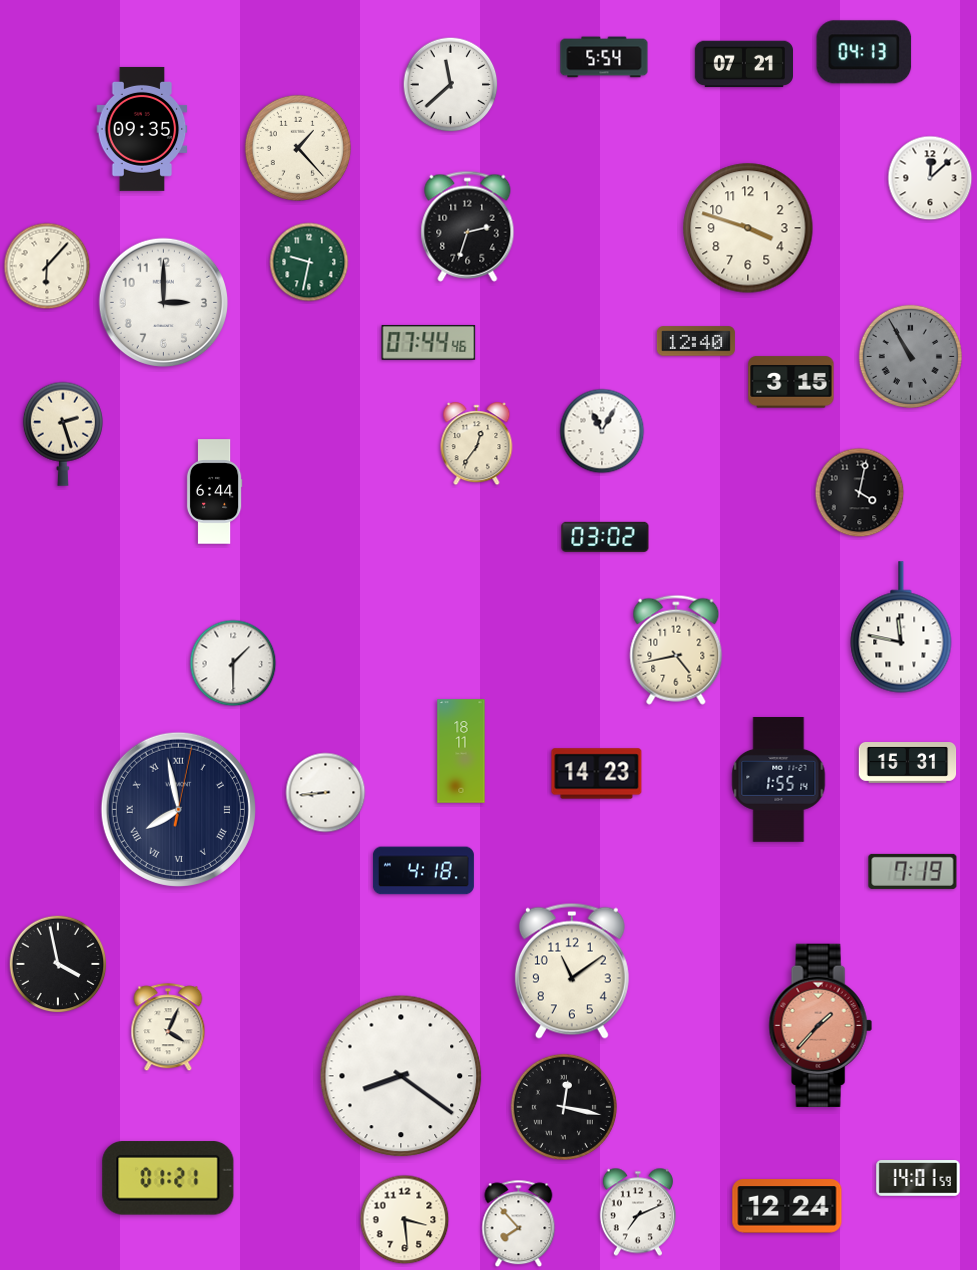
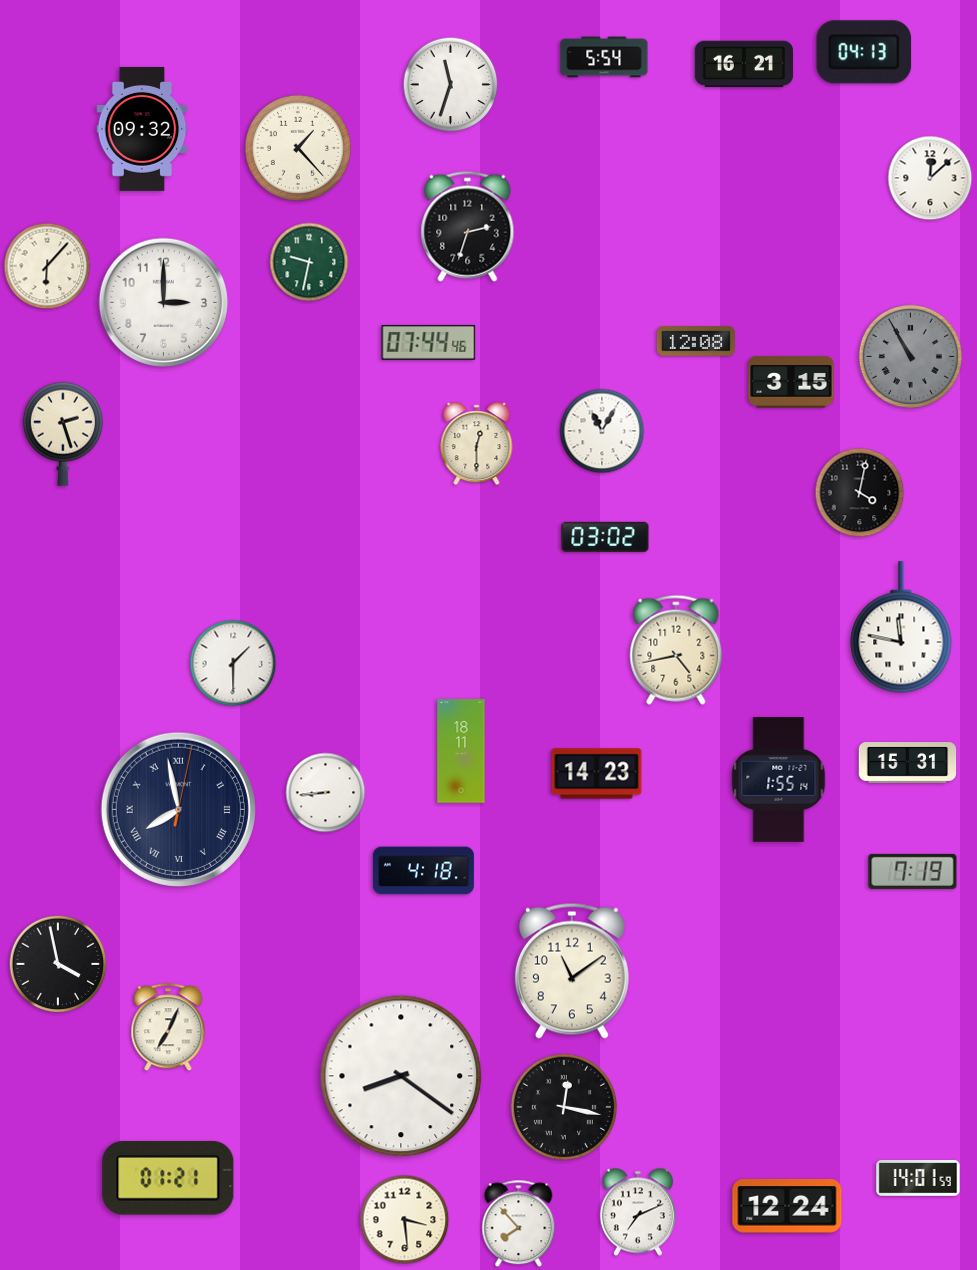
clock at (743, 64): 07:21 -> 16:21
clock at (451, 85): 11:38 -> 11:33
clock at (142, 129): 09:35 -> 09:32
clock at (748, 228): 3:48 -> none
clock at (696, 341): 12:40 -> 12:08
clock at (477, 444): 12:36 -> 12:30
clock at (214, 492): 6:44 -> none
clock at (820, 1025): 1:37 -> none
clock at (168, 1028): 4:04 -> 7:04
